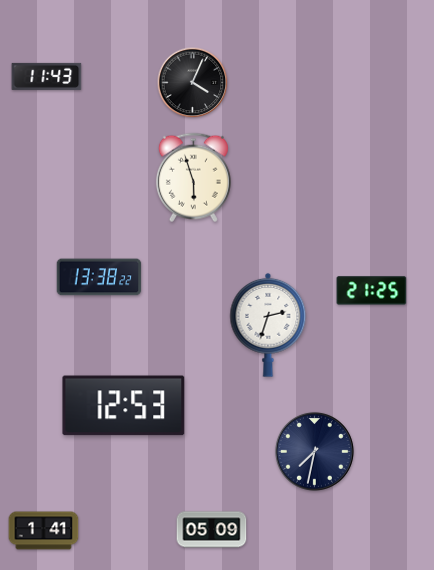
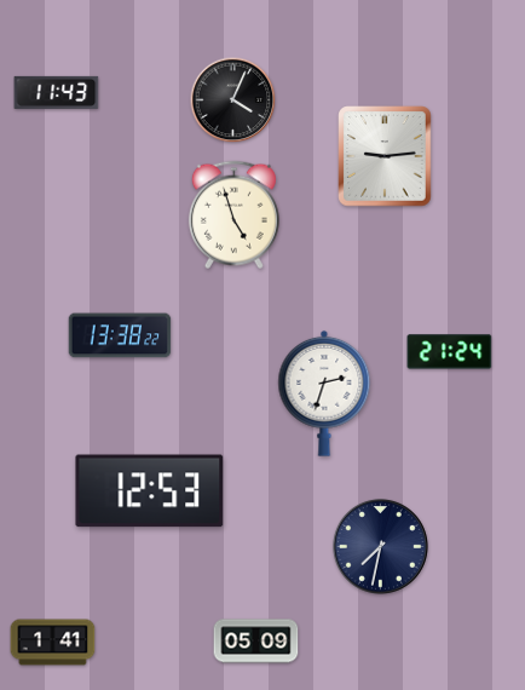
clock at (385, 156): none -> 9:14
clock at (193, 178): 5:57 -> 4:57
clock at (372, 291): 21:25 -> 21:24
